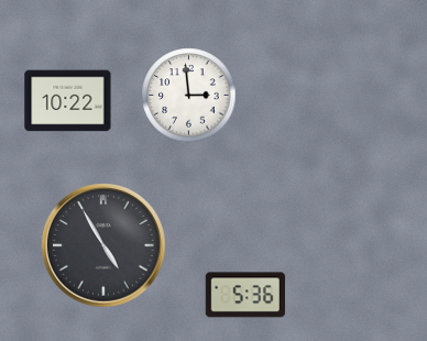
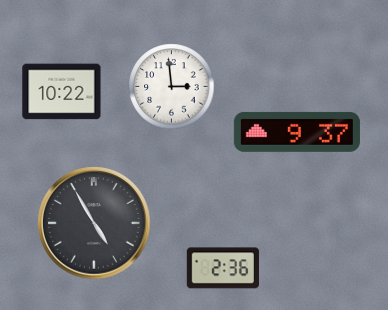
clock at (297, 132): none -> 9:37
clock at (245, 295): 5:36 -> 2:36
